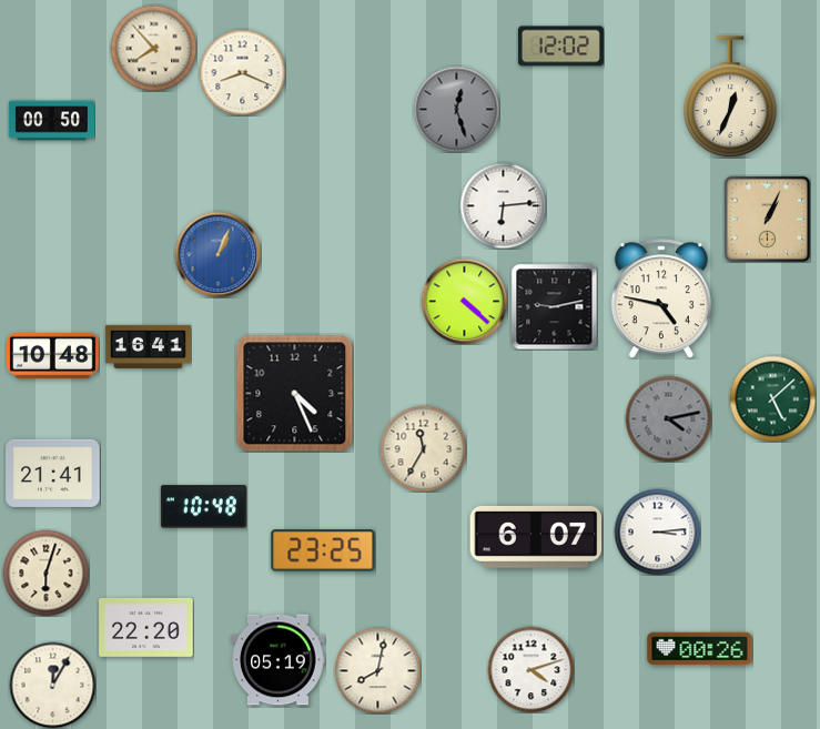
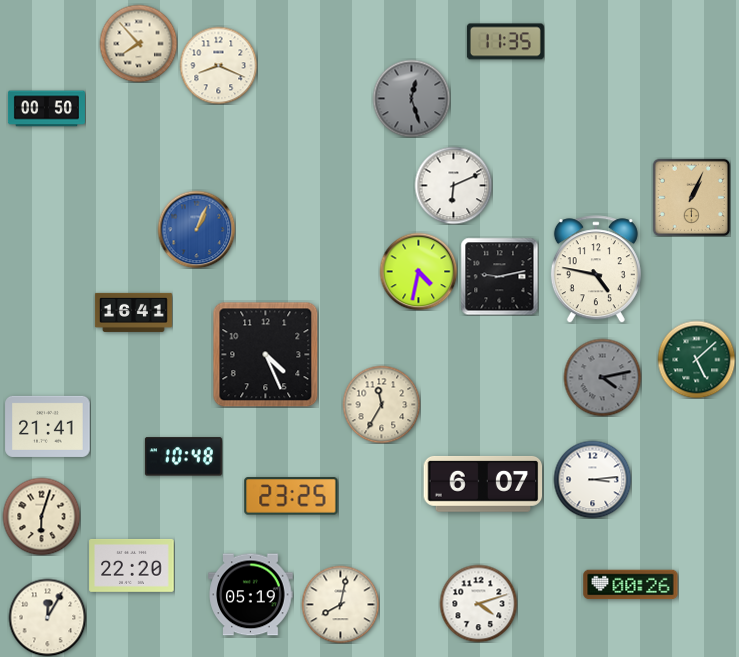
clock at (560, 47): 12:02 -> 11:35
clock at (730, 97): 12:34 -> none
clock at (503, 205): 6:14 -> 6:11
clock at (464, 301): 4:22 -> 4:32
clock at (53, 355): 10:48 -> none
